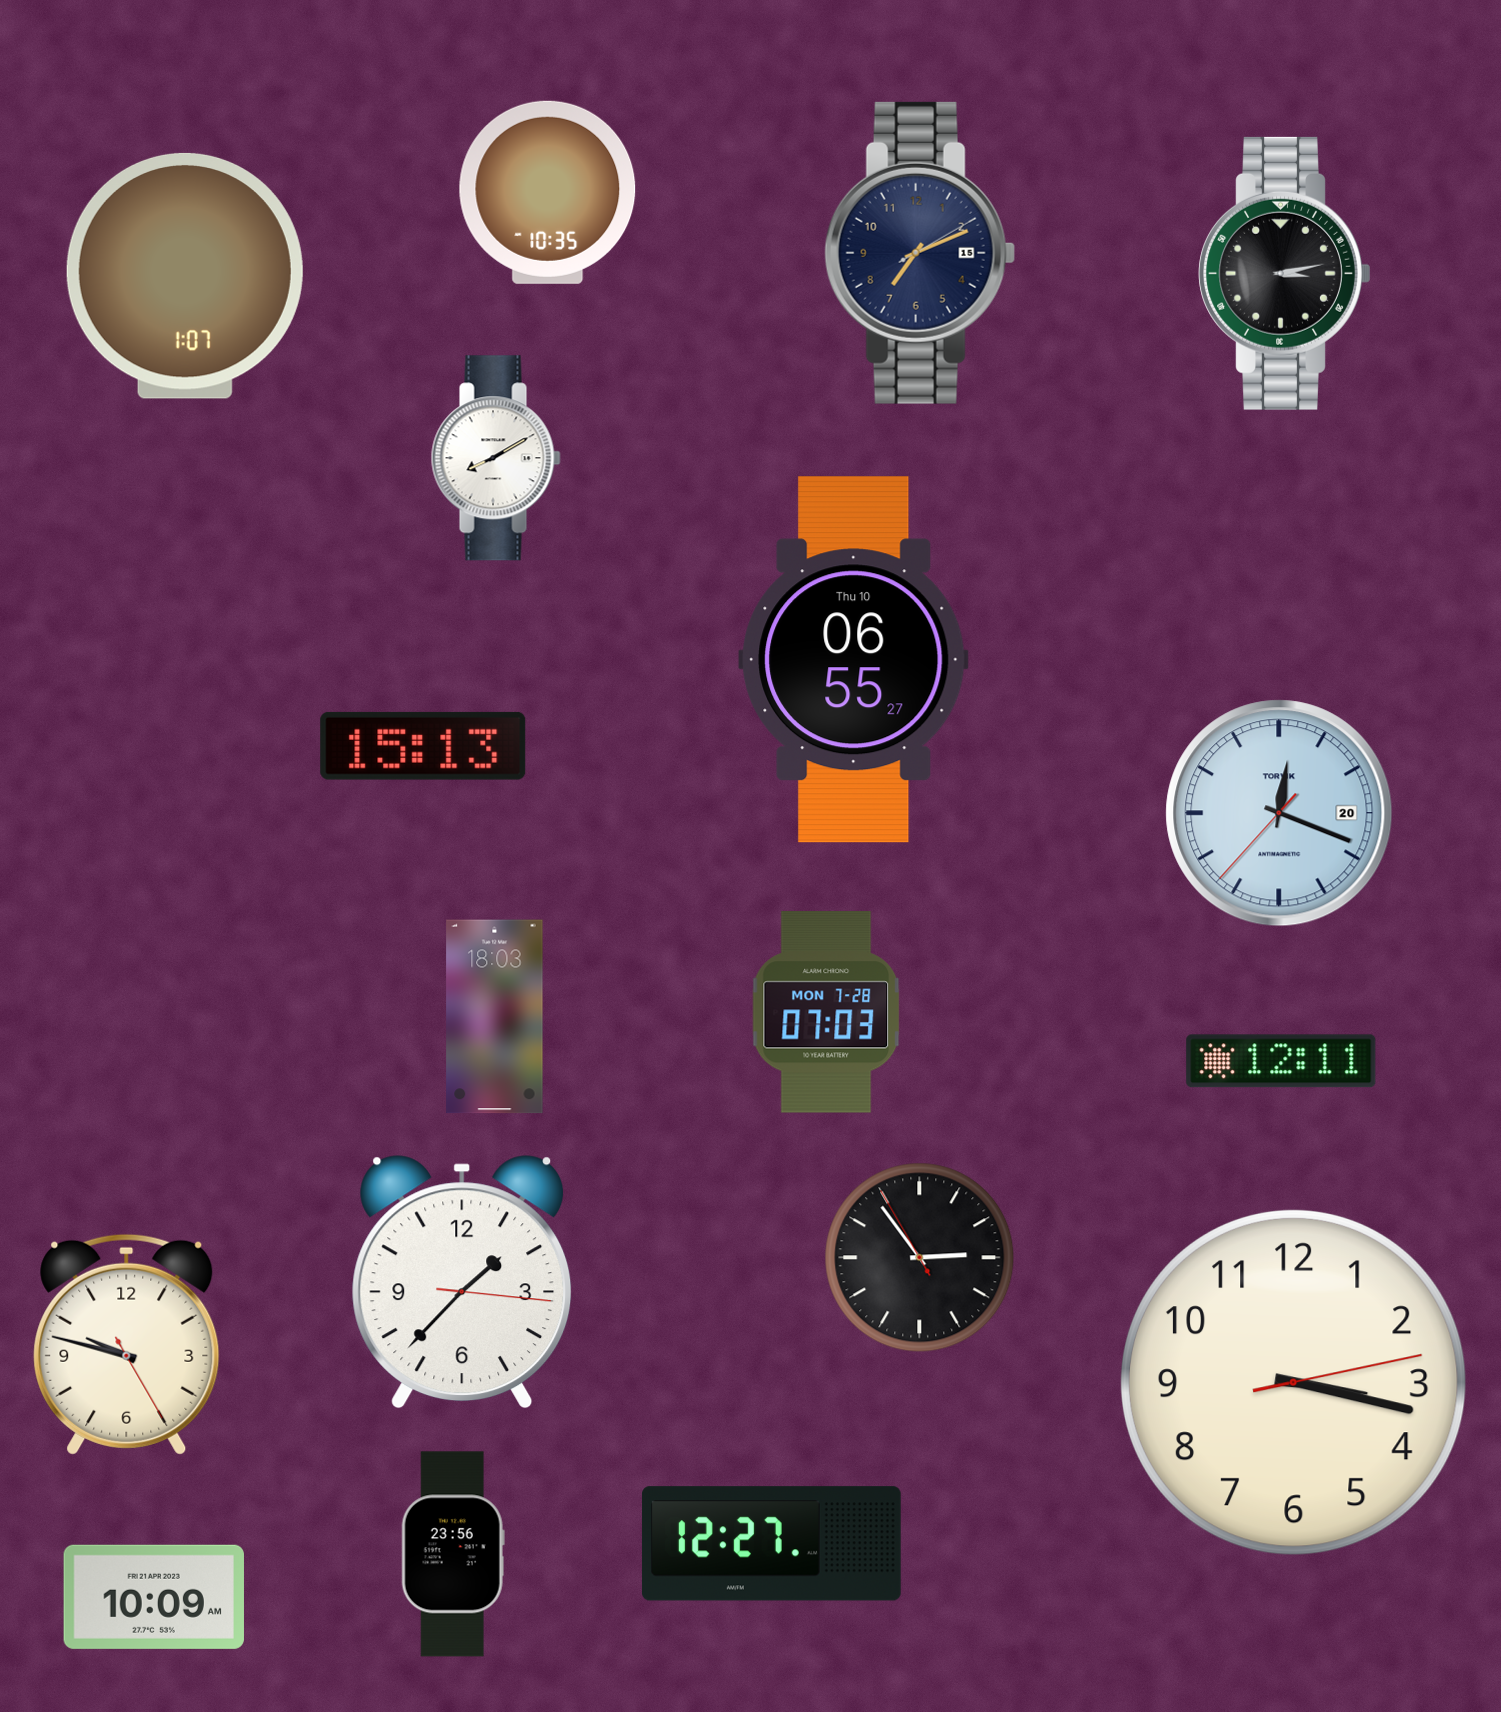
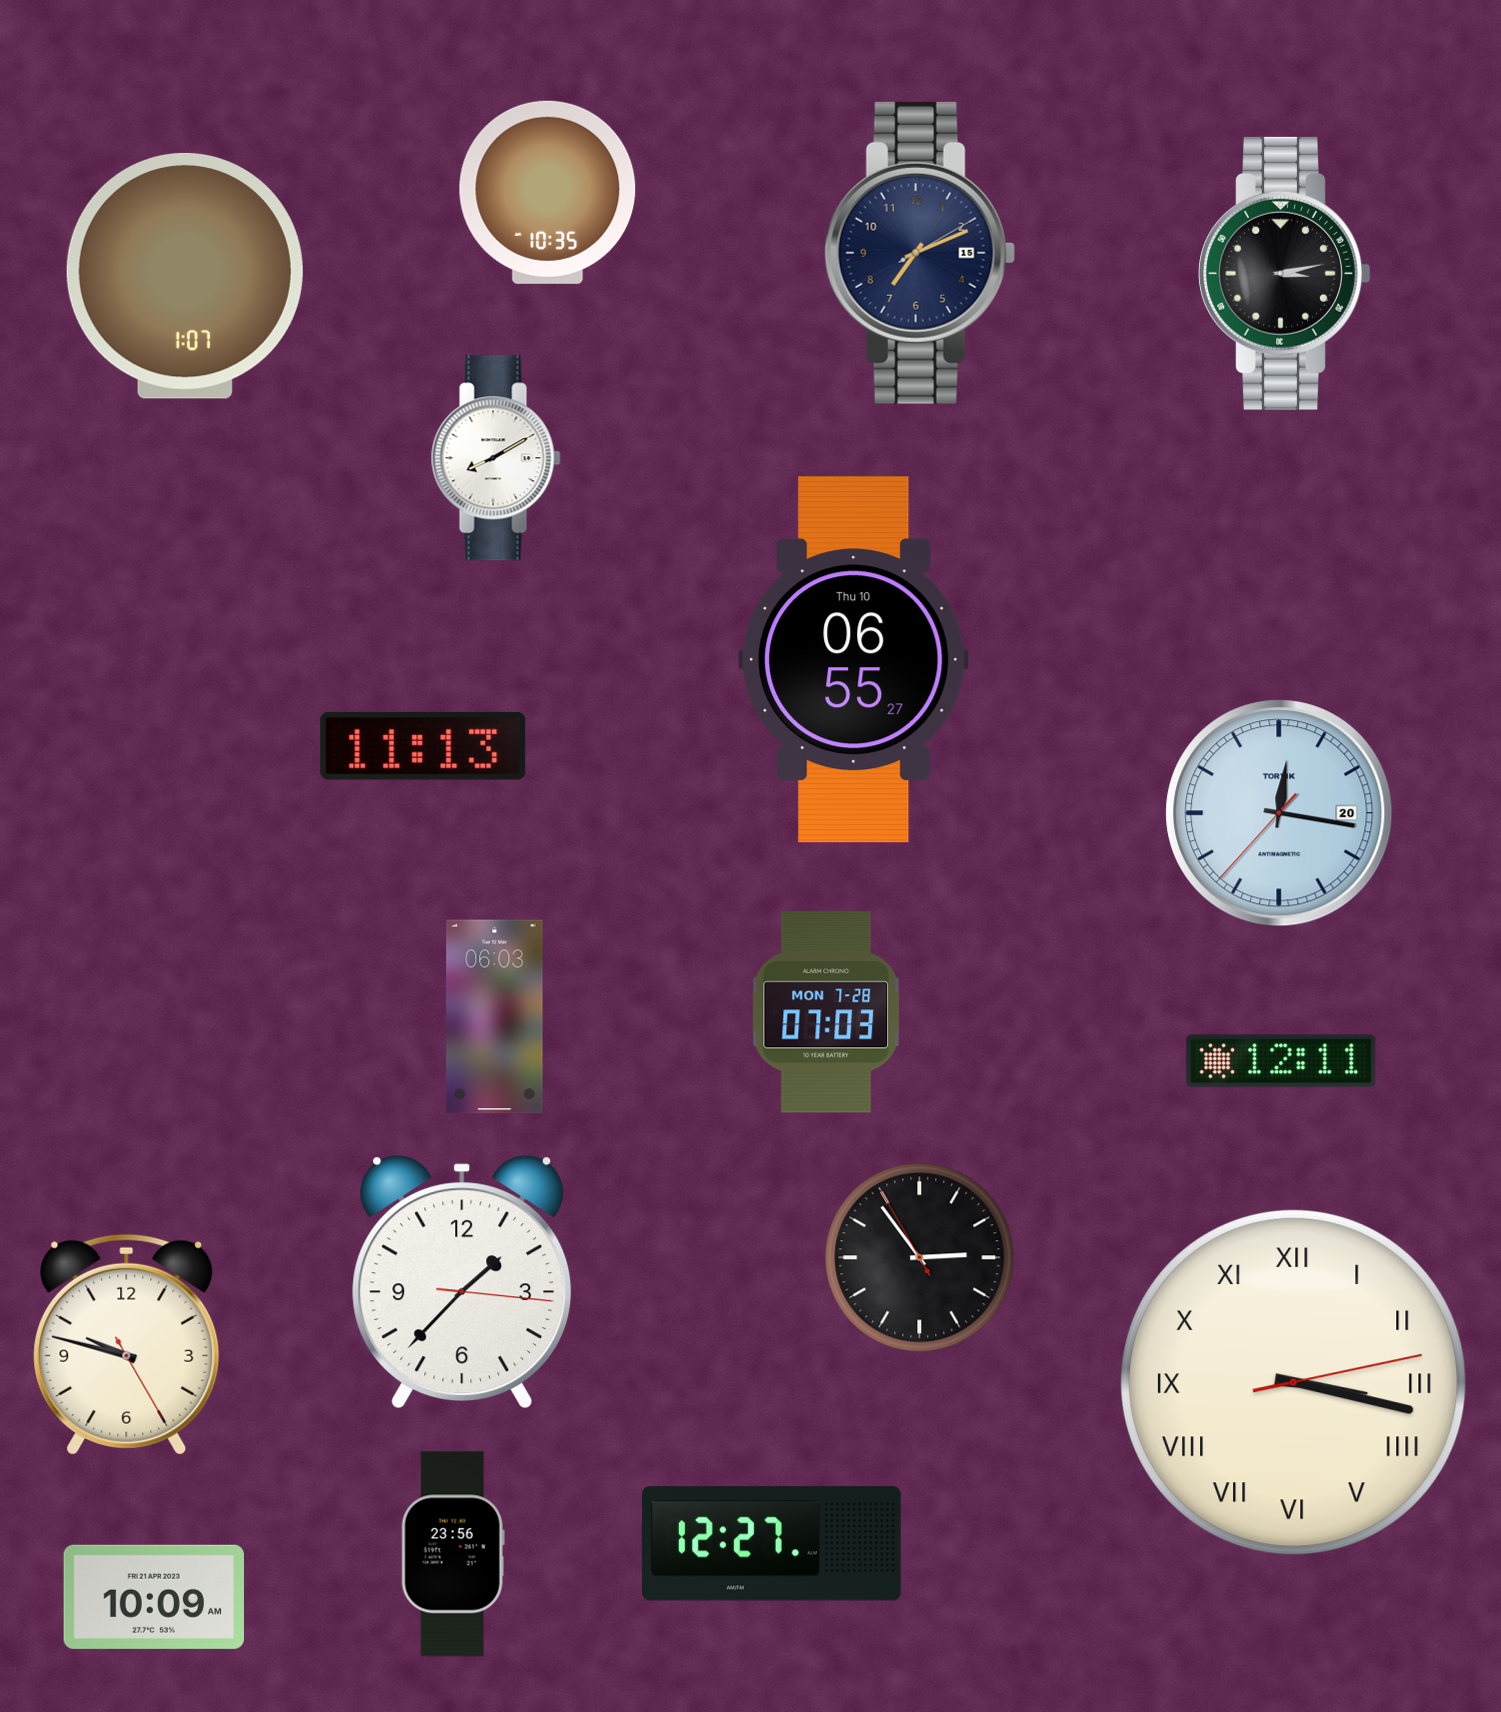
clock at (423, 746): 15:13 -> 11:13
clock at (1279, 813): 12:18 -> 12:16
clock at (495, 1017): 18:03 -> 06:03
clock at (1293, 1382) numerals: Arabic -> Roman
